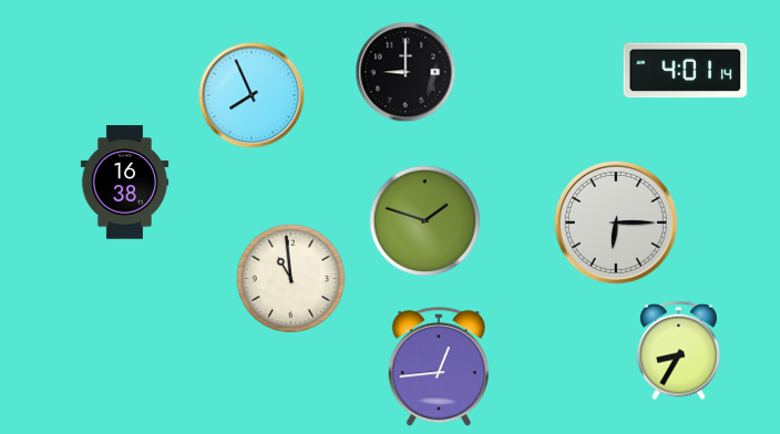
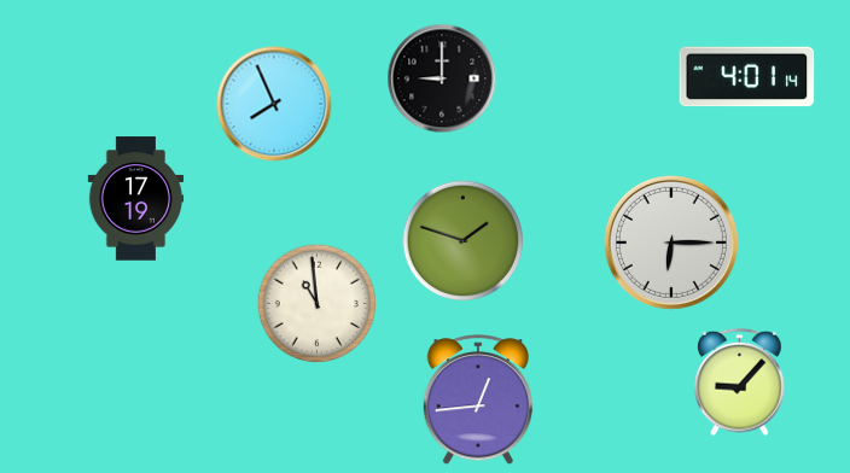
clock at (125, 183): 16:38 -> 17:19
clock at (679, 351): 8:35 -> 9:07
